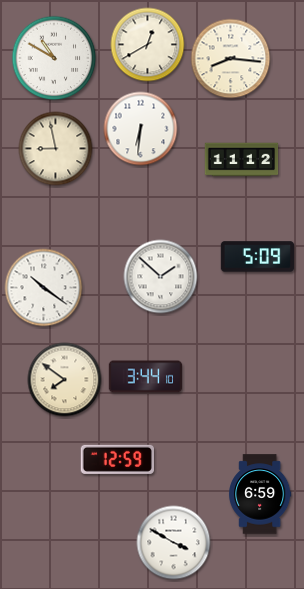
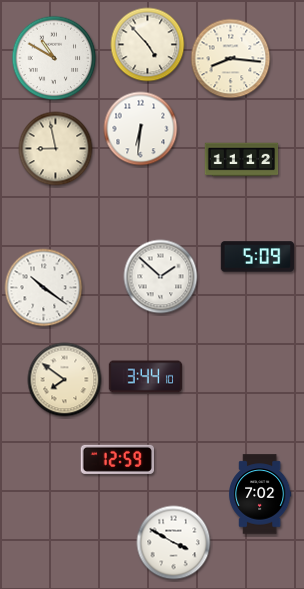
clock at (148, 45): 12:40 -> 4:53
clock at (261, 494): 6:59 -> 7:02
